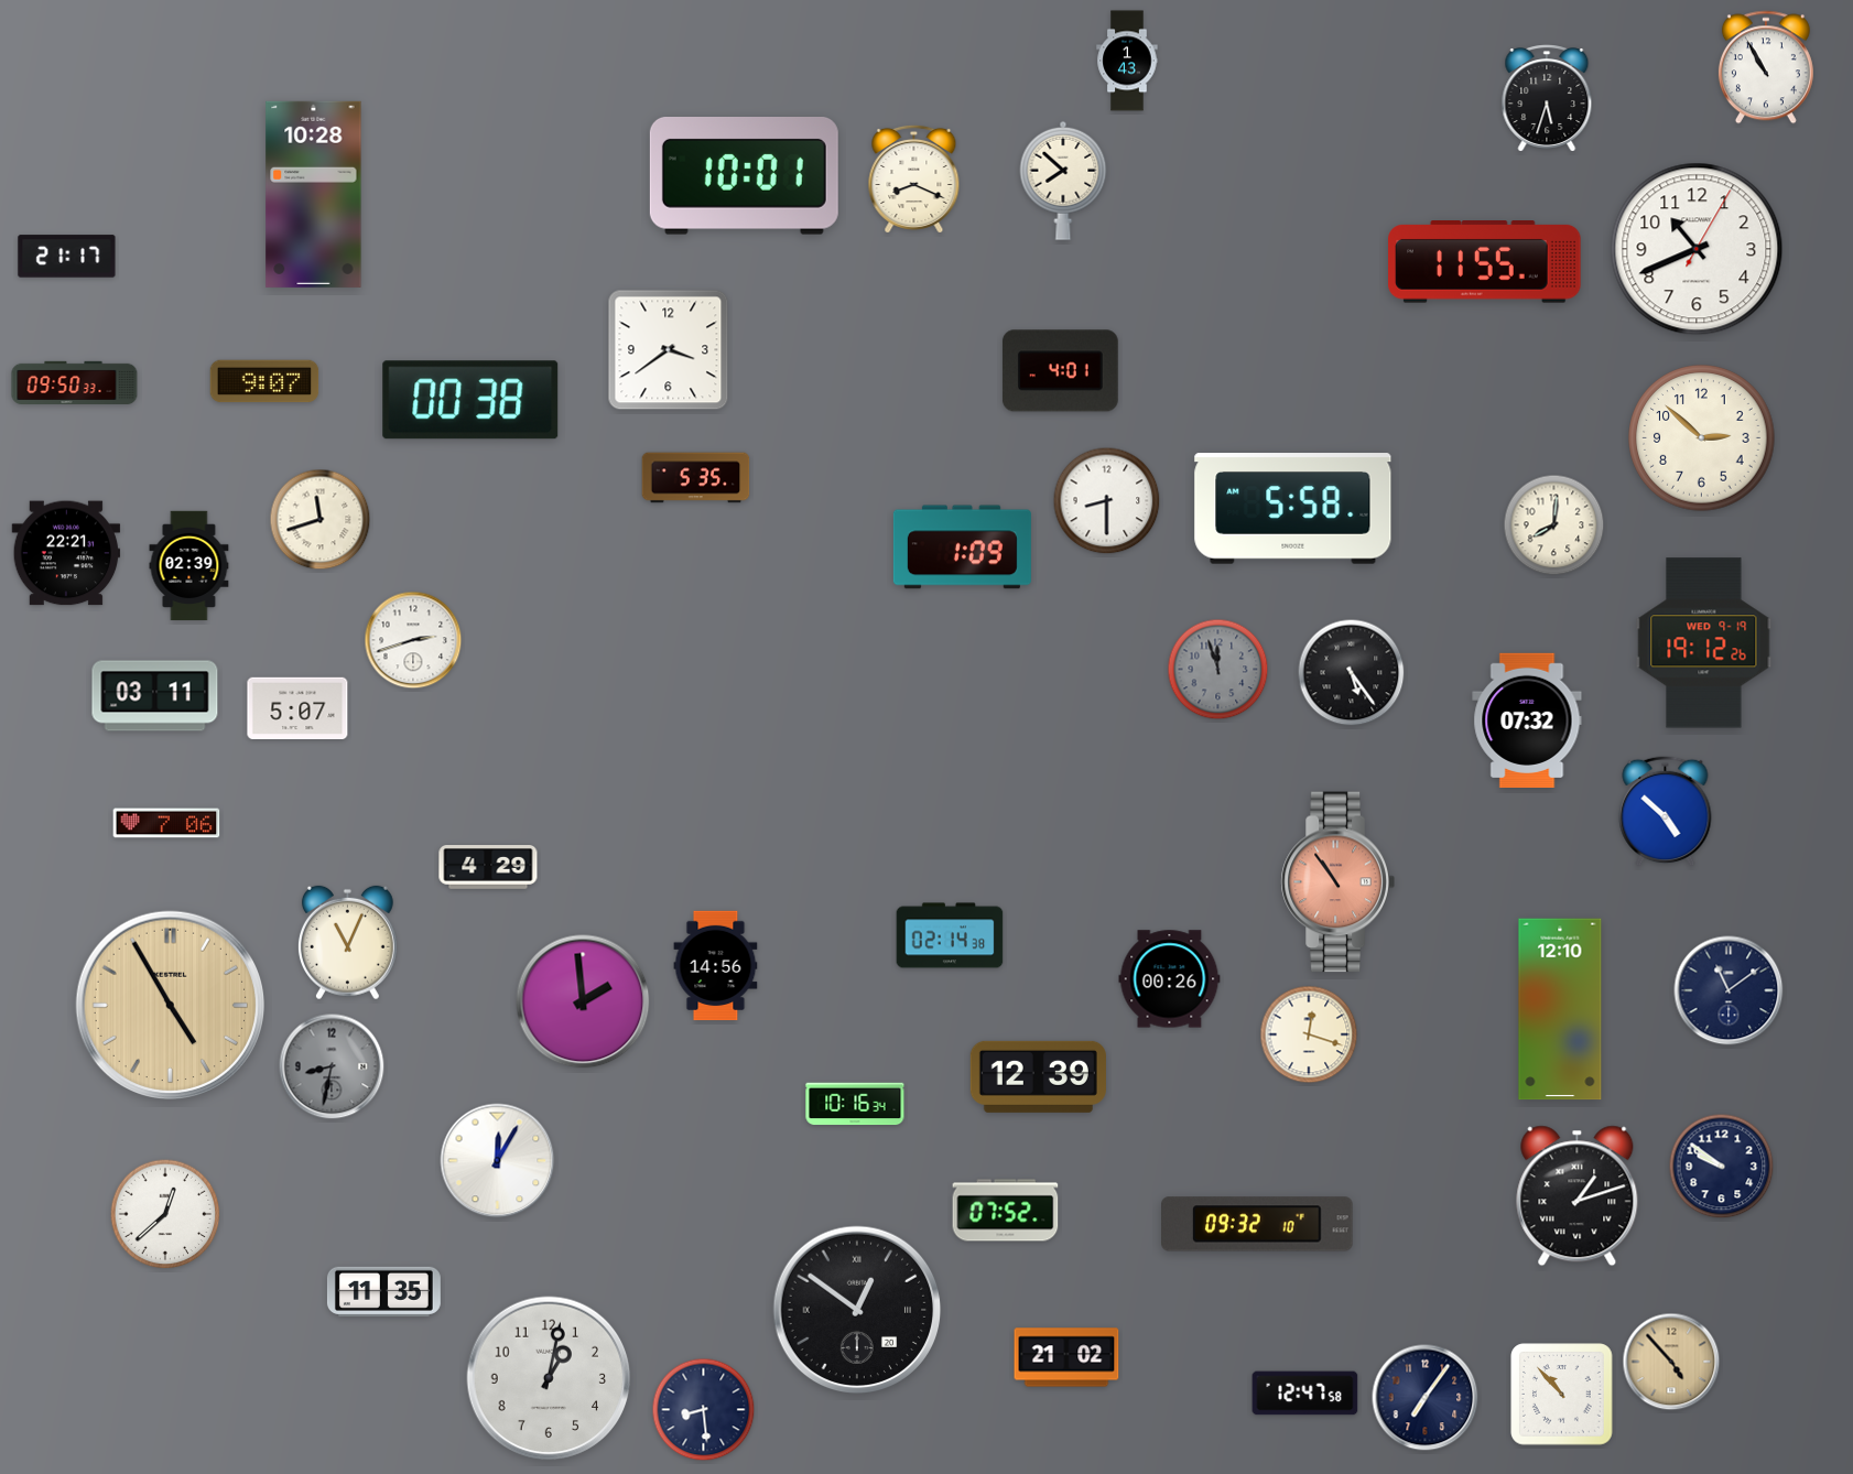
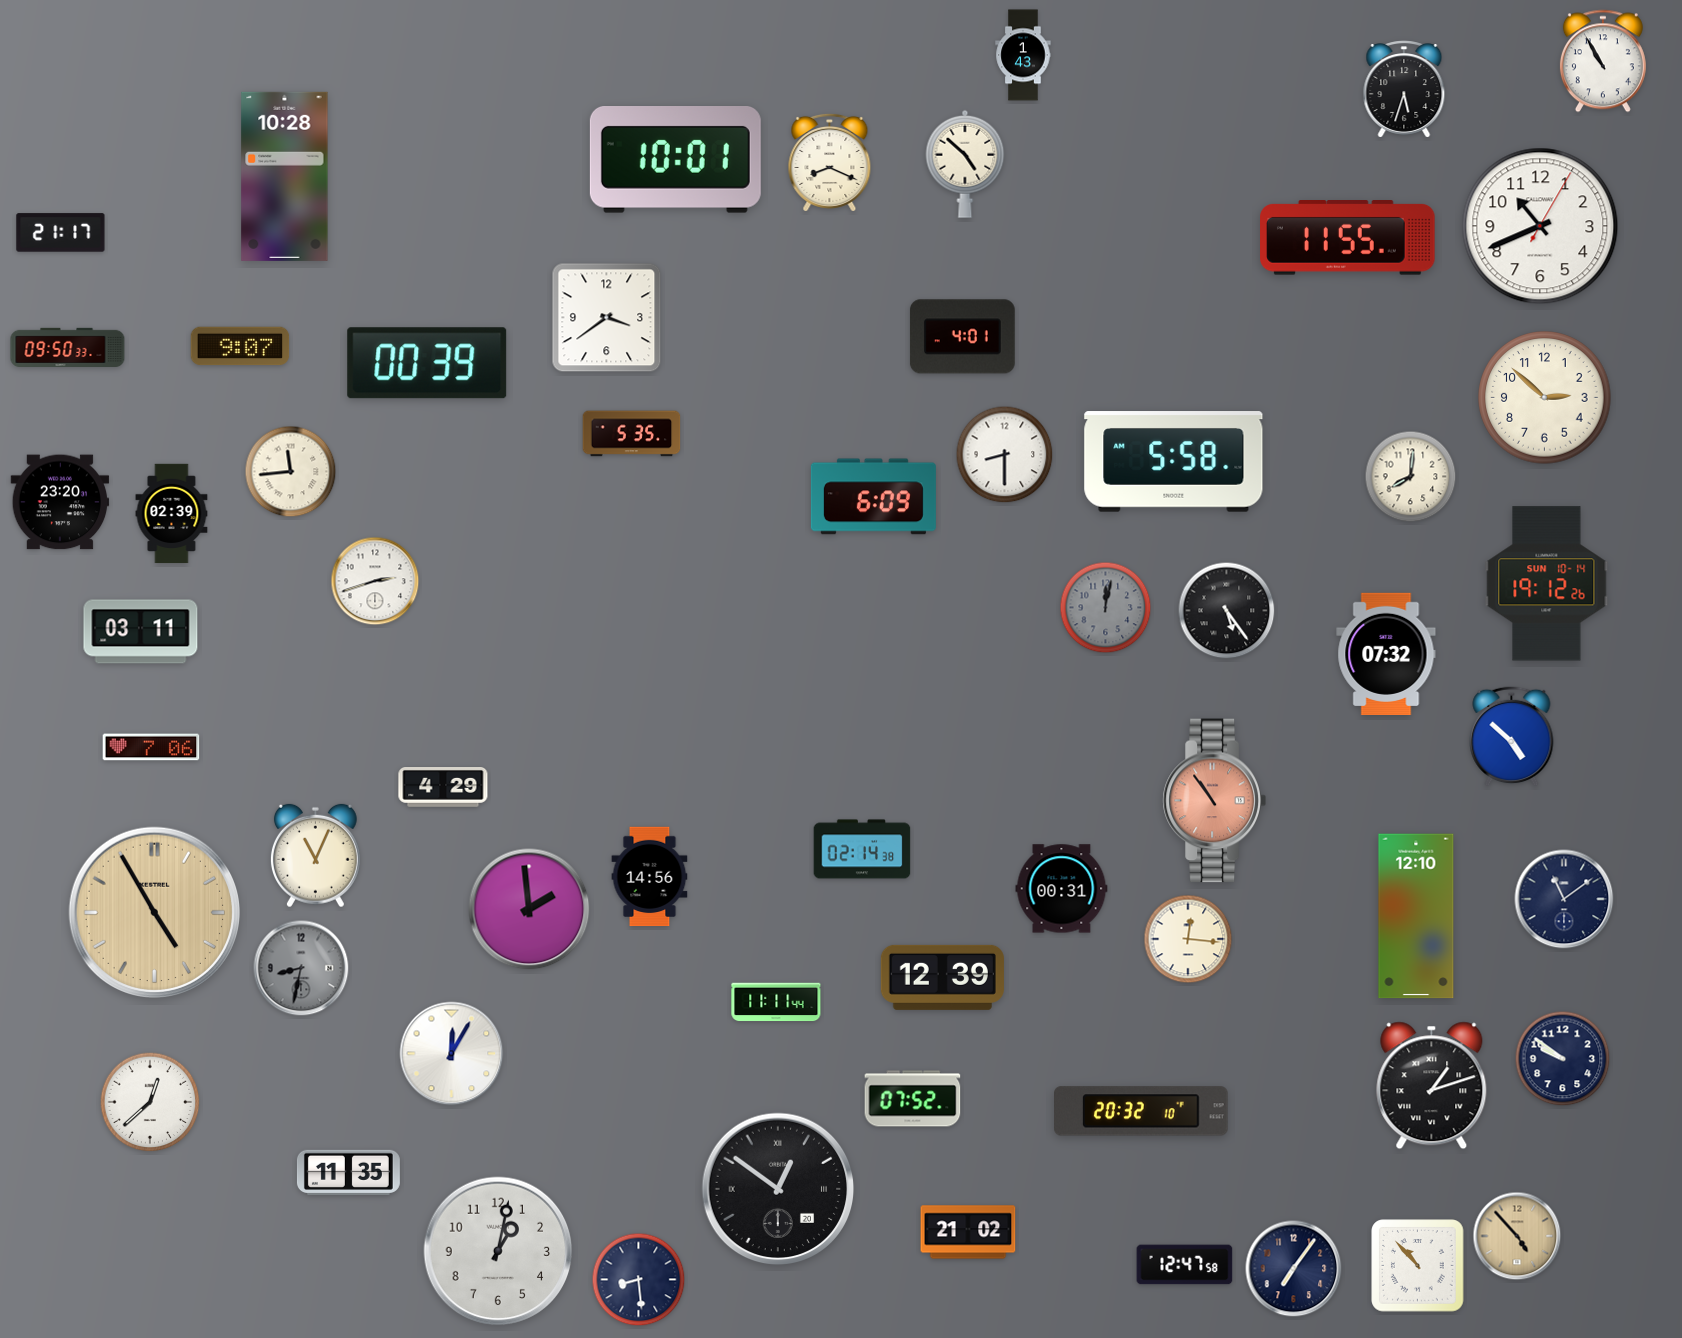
clock at (1063, 181): 7:52 -> 4:52
clock at (470, 400): 00:38 -> 00:39
clock at (321, 520): 11:42 -> 11:44
clock at (962, 548): 1:09 -> 6:09
clock at (66, 553): 22:21 -> 23:20
clock at (1704, 643) date: WED 9-19 -> SUN 10-14
clock at (1218, 670): 11:57 -> 12:02
clock at (297, 707): 5:07 -> none
clock at (1170, 979): 00:26 -> 00:31
clock at (1729, 990) position: (1729, 990) -> (1564, 899)
clock at (1309, 1034): 12:18 -> 12:16
clock at (855, 1104): 10:16 -> 11:11
clock at (1258, 1224): 09:32 -> 20:32
